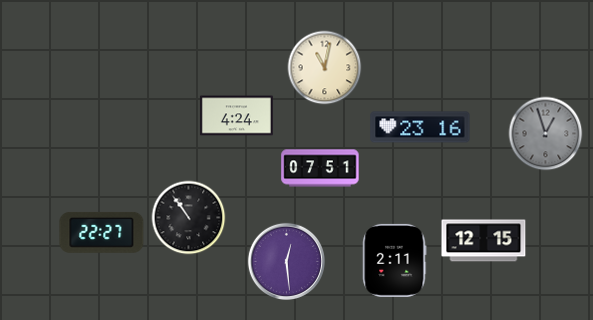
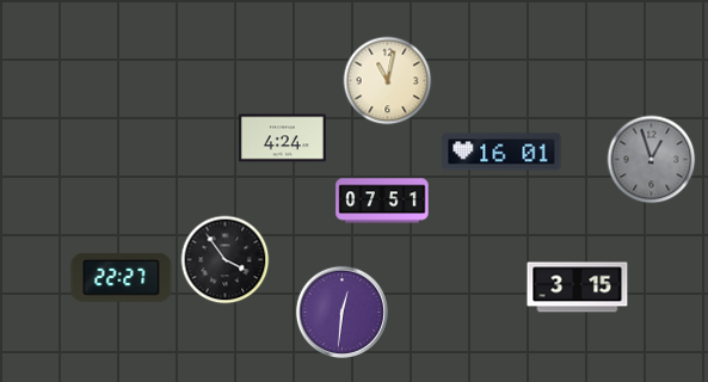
clock at (420, 127): 23:16 -> 16:01
clock at (189, 218): 10:54 -> 3:54
clock at (484, 241): 12:15 -> 3:15
clock at (395, 260): 2:11 -> none
clock at (286, 261): 12:29 -> 12:31
